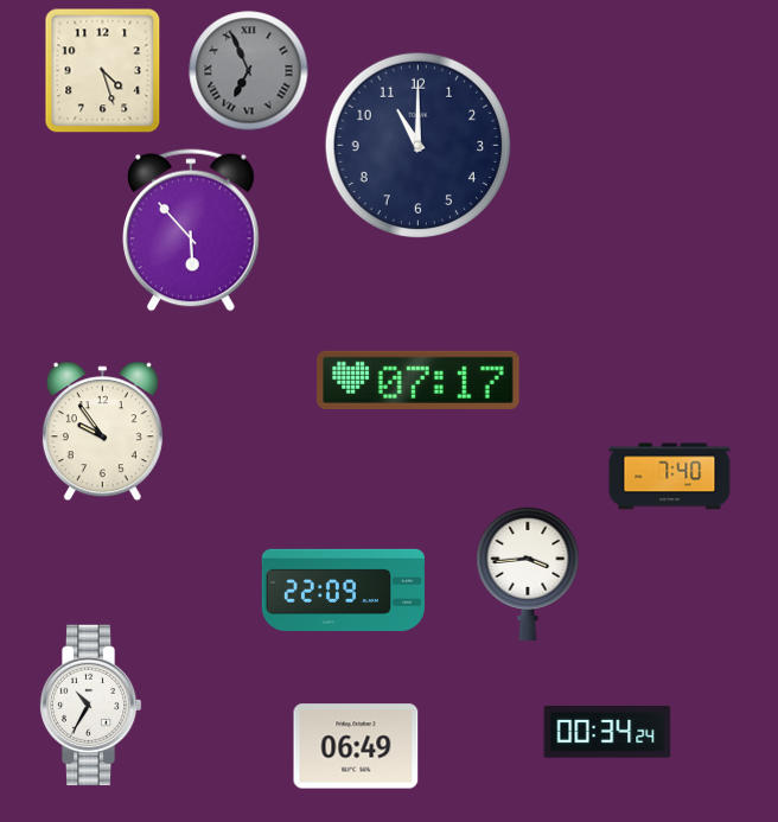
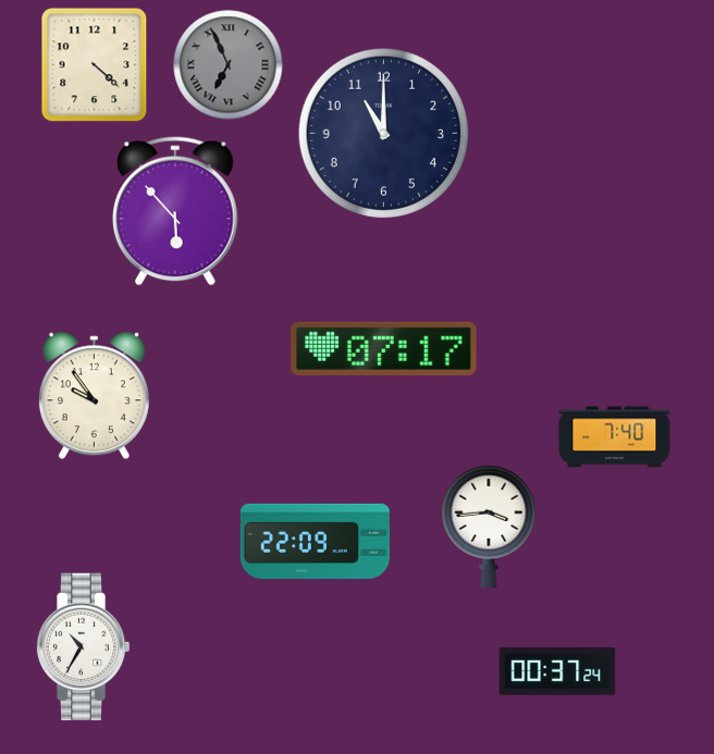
clock at (103, 71): 4:27 -> 4:22
clock at (528, 573) position: (528, 573) -> (489, 526)
clock at (607, 732): 00:34 -> 00:37
clock at (356, 746): 06:49 -> none
